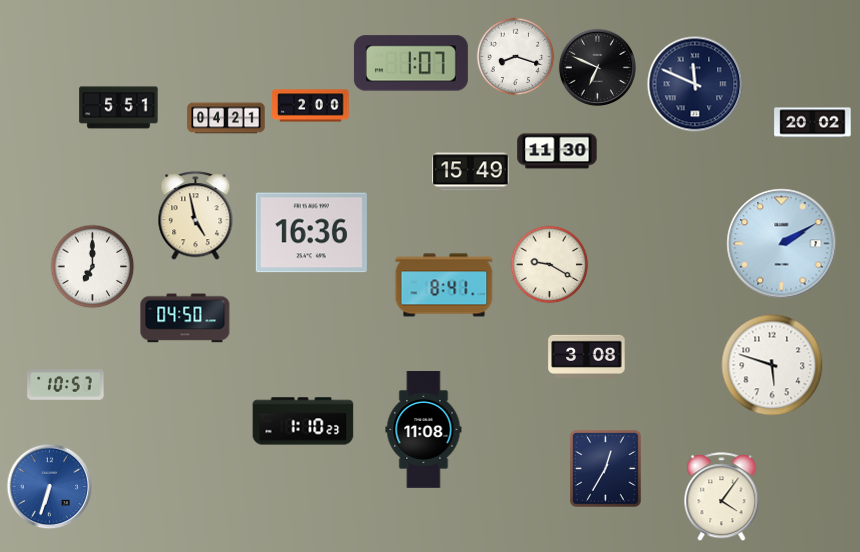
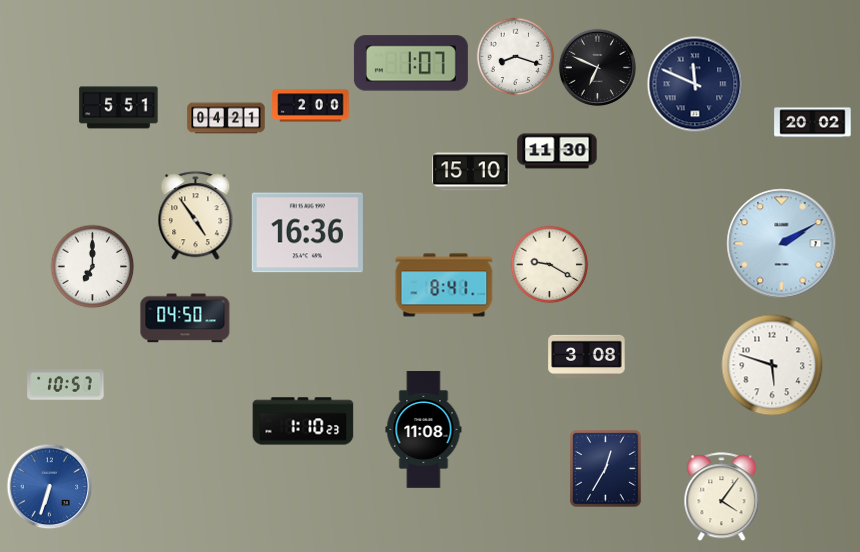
clock at (471, 172): 15:49 -> 15:10
clock at (196, 216): 4:58 -> 4:54
clock at (311, 233) position: (311, 233) -> (307, 233)
